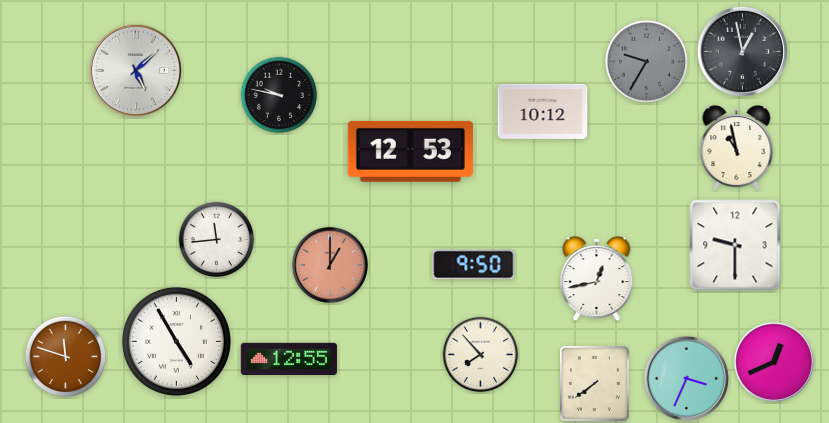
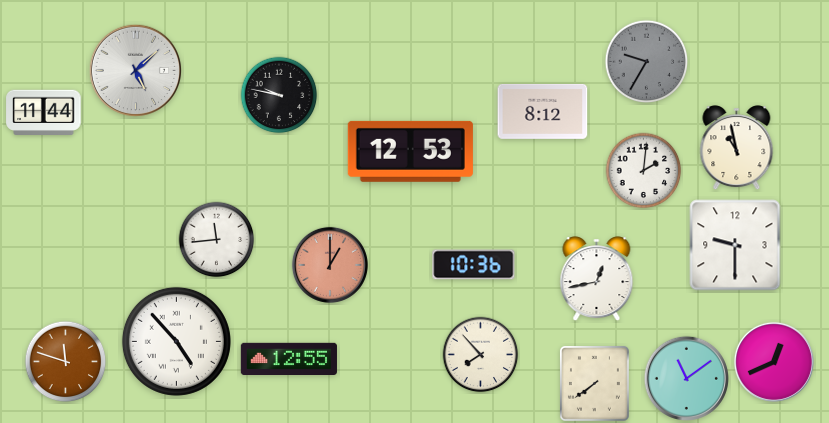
clock at (742, 51): 12:58 -> none
clock at (543, 111): 10:12 -> 8:12
clock at (44, 112): none -> 11:44
clock at (644, 171): none -> 2:01
clock at (474, 265): 9:50 -> 10:36
clock at (176, 341): 4:55 -> 4:53
clock at (66, 357) position: (66, 357) -> (66, 362)
clock at (686, 378): 3:34 -> 11:09
